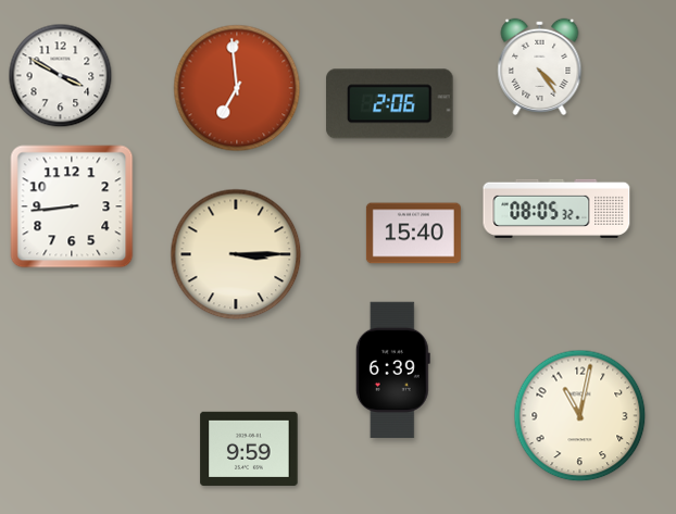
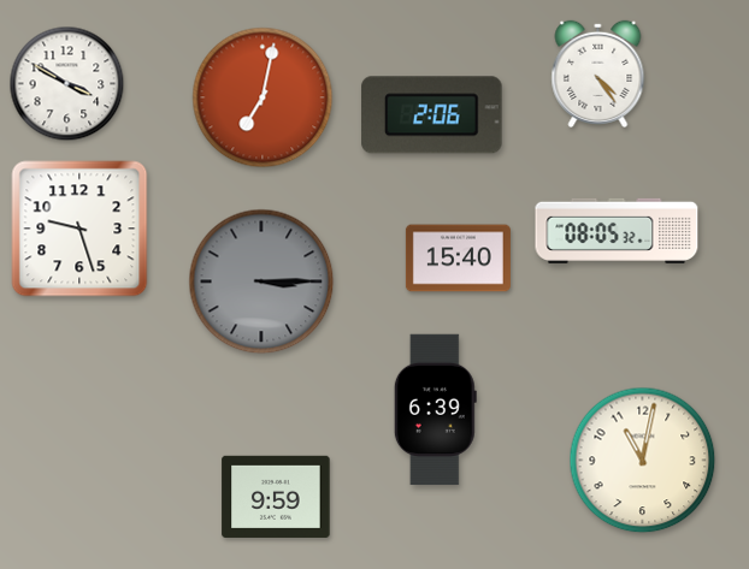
clock at (237, 88): 6:59 -> 7:02
clock at (72, 206): 8:44 -> 9:27
clock at (236, 254) dial: cream -> grey
